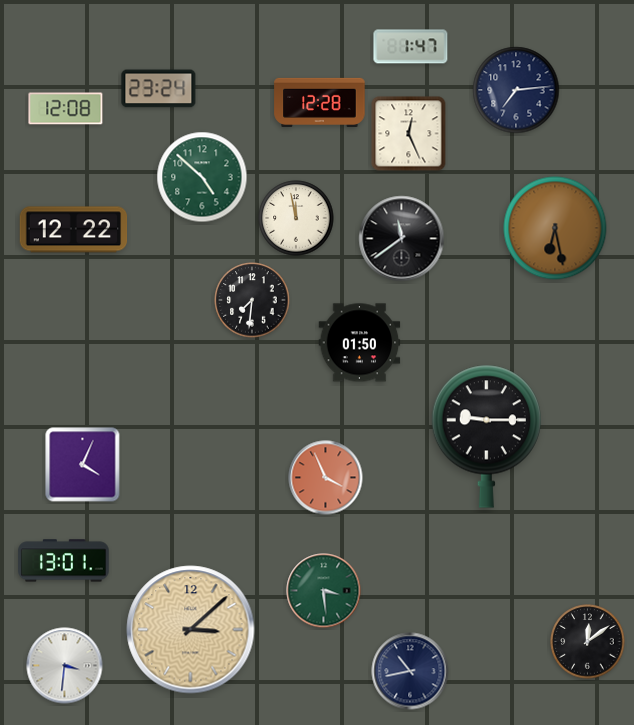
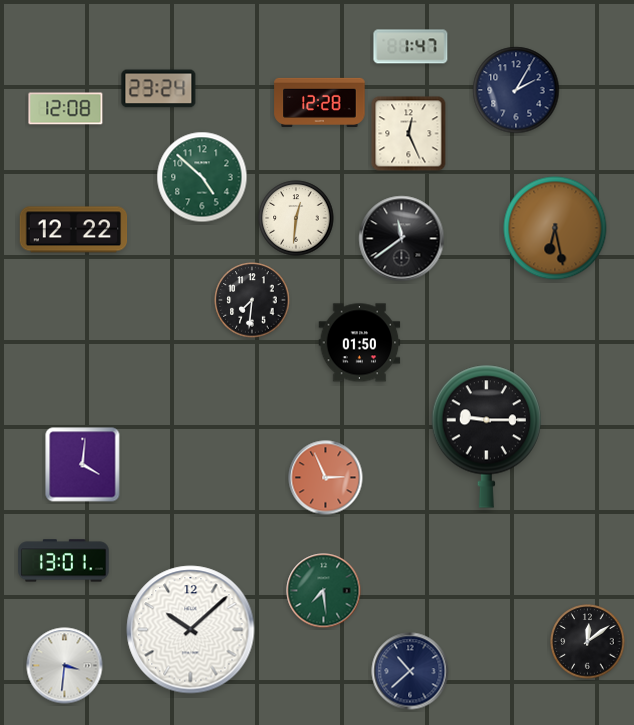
clock at (516, 90): 7:14 -> 2:05
clock at (296, 218): 11:58 -> 12:31
clock at (83, 465): 4:04 -> 4:01
clock at (326, 478): 3:56 -> 2:56
clock at (324, 591): 3:29 -> 7:29
clock at (191, 630): 3:08 -> 10:08
clock at (191, 630) dial: champagne -> white
clock at (410, 671): 10:43 -> 10:38
